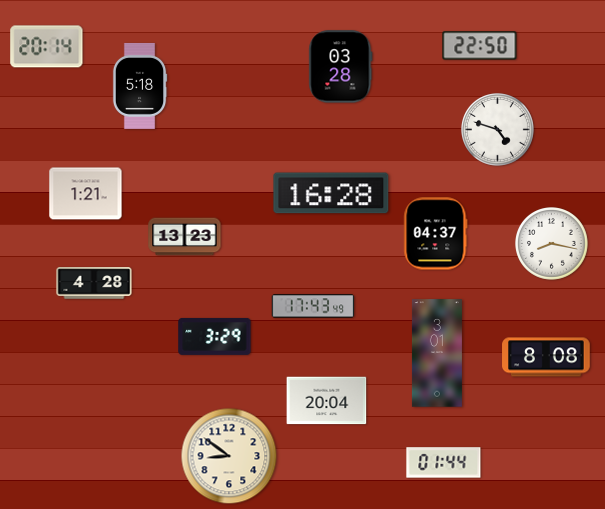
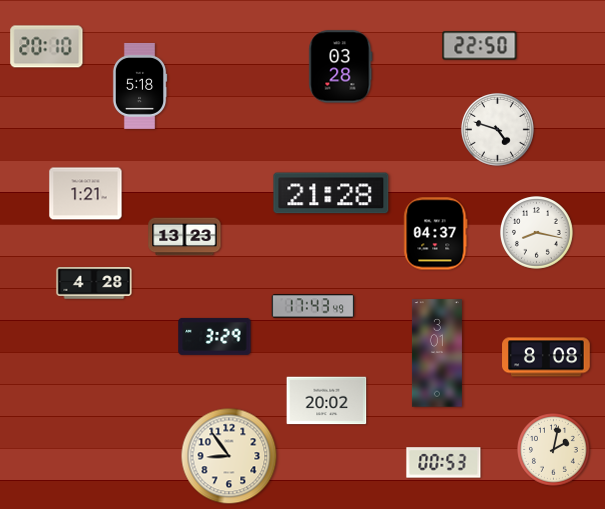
clock at (47, 47): 20:14 -> 20:10
clock at (331, 193): 16:28 -> 21:28
clock at (552, 244) position: (552, 244) -> (537, 233)
clock at (327, 401): 20:04 -> 20:02
clock at (554, 450): none -> 2:02
clock at (229, 456): 8:51 -> 8:54
clock at (444, 463): 01:44 -> 00:53
